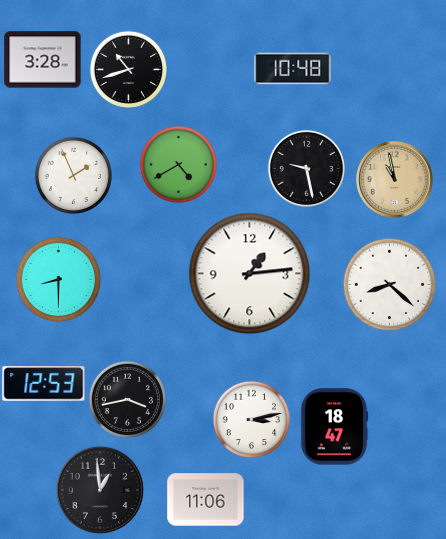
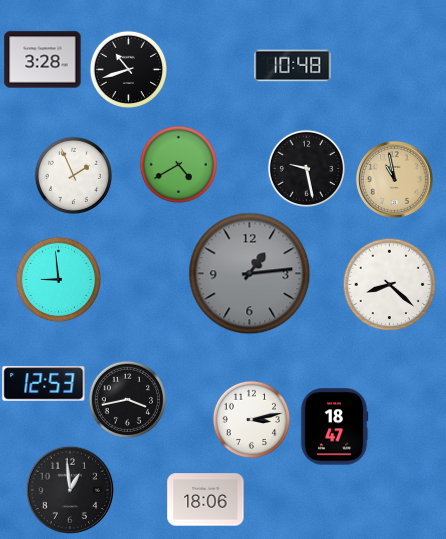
clock at (293, 69) position: (293, 69) -> (293, 66)
clock at (250, 274) dial: white -> grey
clock at (58, 279): 8:30 -> 8:59
clock at (100, 490) position: (100, 490) -> (70, 490)
clock at (206, 500): 11:06 -> 18:06
